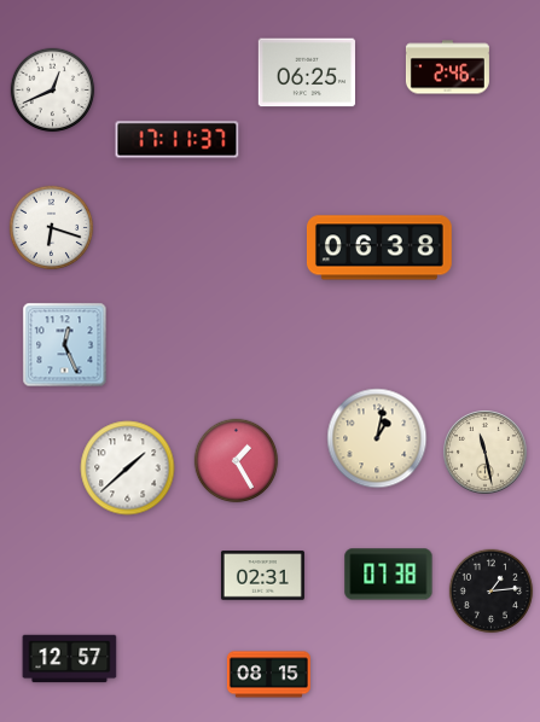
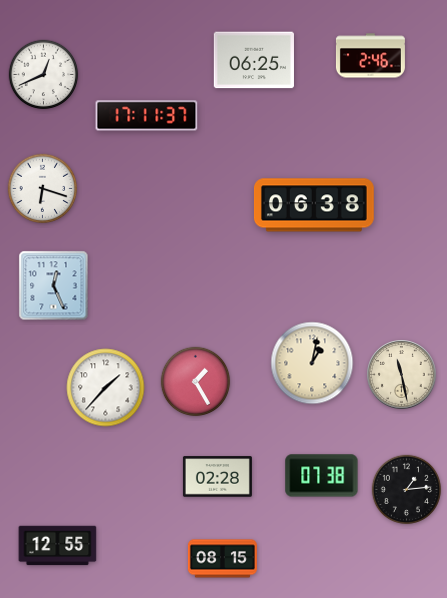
clock at (128, 468): 1:38 -> 1:37
clock at (262, 576): 02:31 -> 02:28
clock at (70, 659): 12:57 -> 12:55
